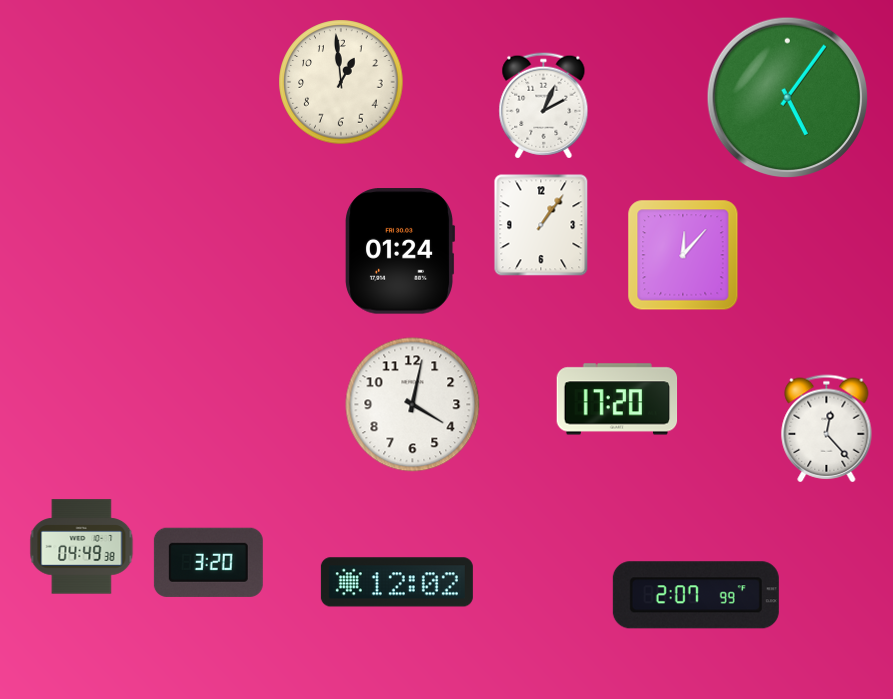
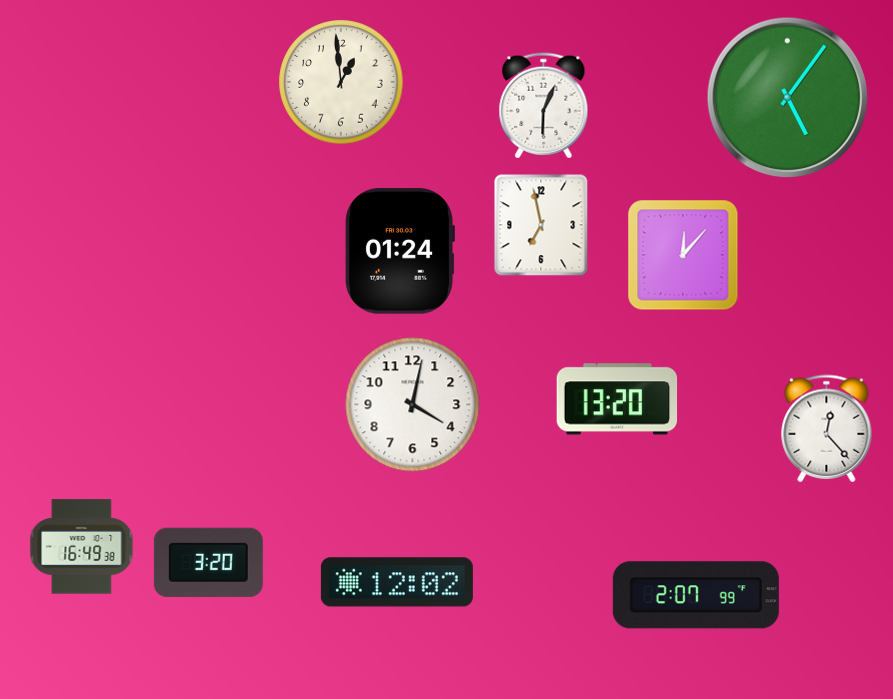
clock at (544, 106): 2:04 -> 6:04
clock at (541, 225): 1:06 -> 6:58
clock at (617, 399): 17:20 -> 13:20
clock at (82, 547): 04:49 -> 16:49
